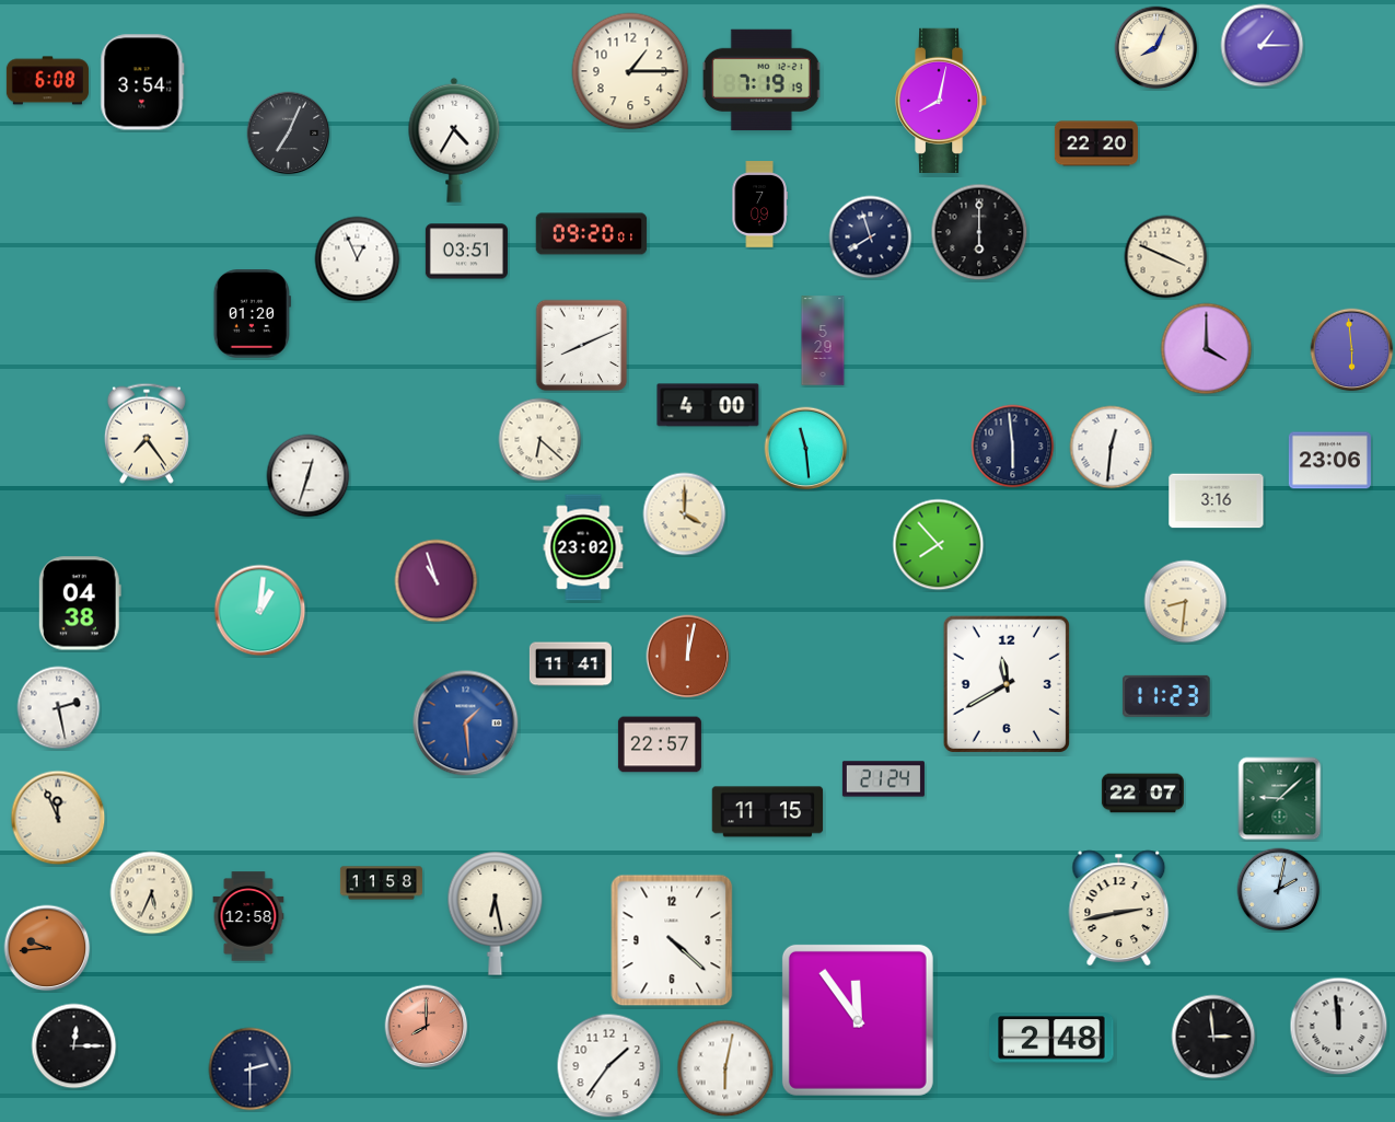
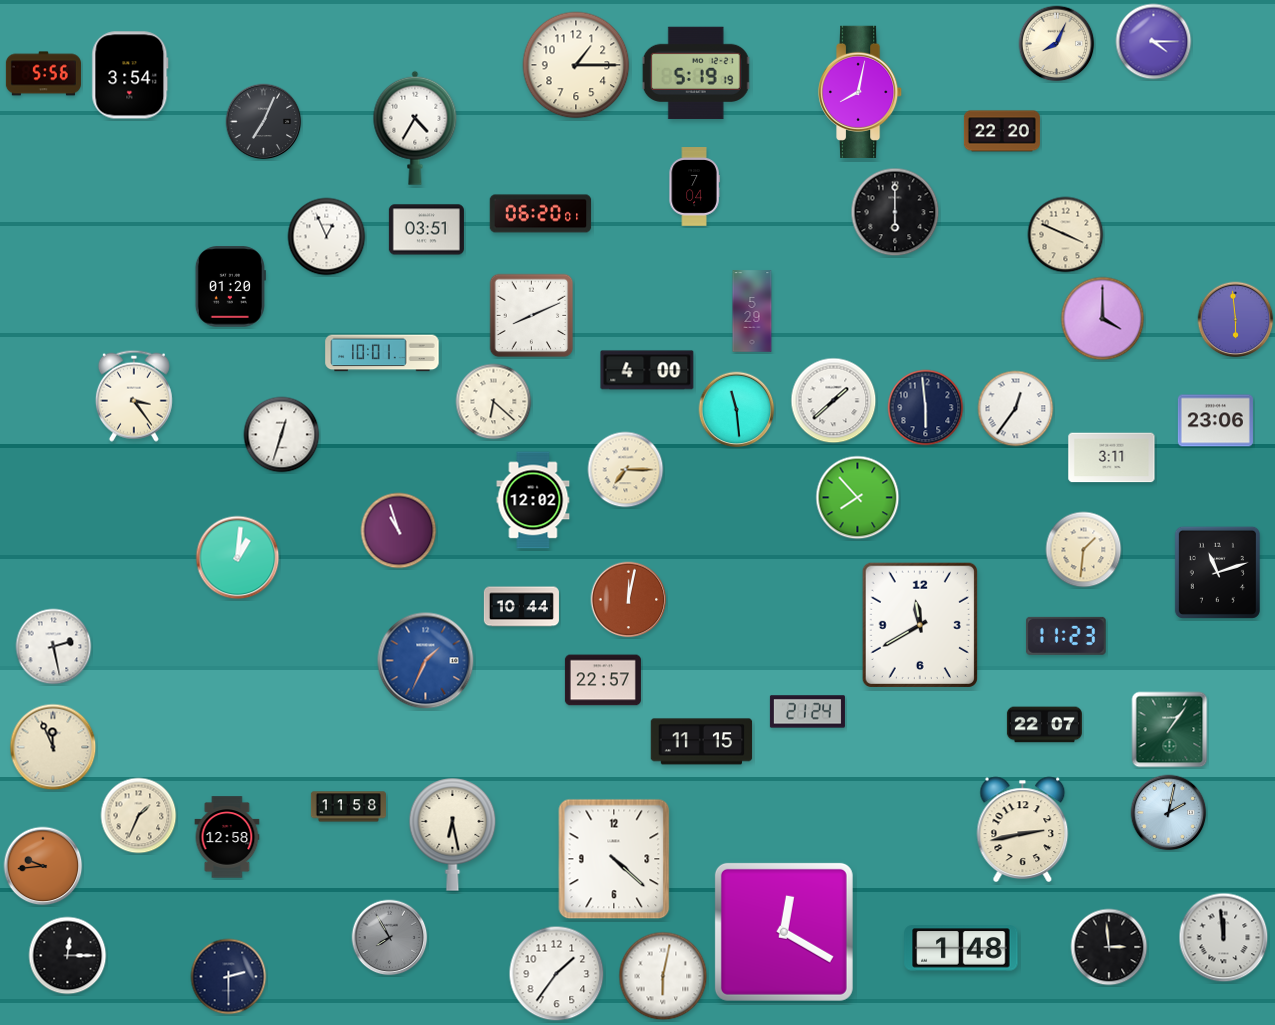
clock at (1263, 46): 1:15 -> 4:15
clock at (762, 80): 7:19 -> 5:19
clock at (47, 81): 6:08 -> 5:56
clock at (759, 205): 7:09 -> 7:04
clock at (592, 234): 09:20 -> 06:20
clock at (871, 238): 7:57 -> none
clock at (382, 353): none -> 10:01
clock at (147, 433): 7:24 -> 3:24
clock at (834, 401): none -> 1:38
clock at (1112, 448): 12:31 -> 12:36
clock at (1217, 501): 3:16 -> 3:11
clock at (685, 514): 4:00 -> 7:15
clock at (583, 547): 23:02 -> 12:02
clock at (1186, 602): 8:31 -> 1:31
clock at (80, 603): 04:38 -> none
clock at (1217, 572): none -> 11:12
clock at (570, 664): 11:41 -> 10:44
clock at (466, 724): 1:29 -> 1:34
clock at (1280, 799): 9:08 -> 1:06
clock at (152, 893): 5:34 -> 1:34
clock at (858, 1020): 11:54 -> 12:20
clock at (427, 1027): 8:00 -> 7:55
clock at (427, 1027) dial: salmon -> grey
clock at (1051, 1038): 2:48 -> 1:48
